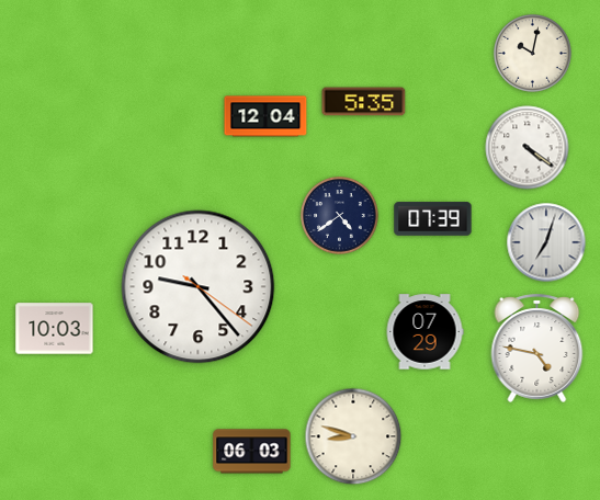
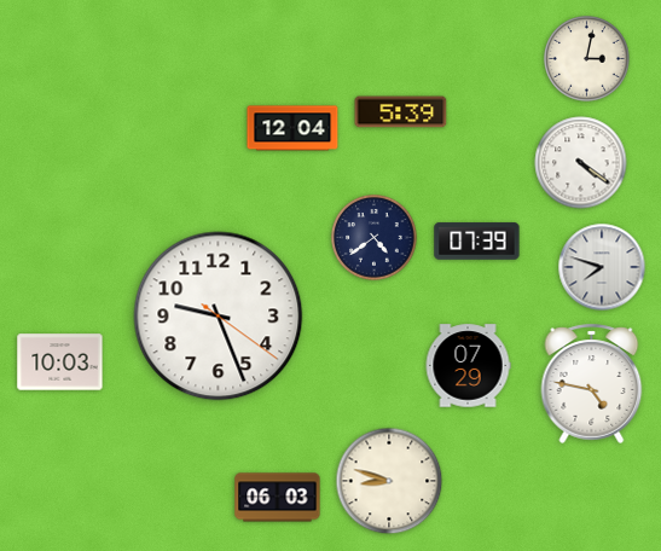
clock at (533, 54): 10:02 -> 3:02
clock at (364, 102): 5:35 -> 5:39
clock at (546, 242): 7:03 -> 7:48
clock at (199, 287): 9:23 -> 9:26
